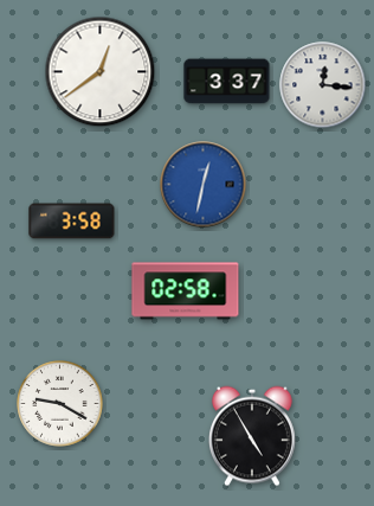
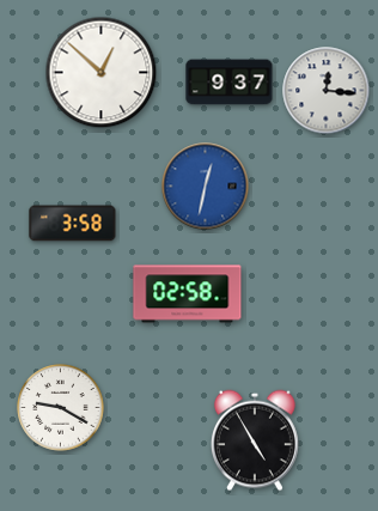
clock at (101, 72): 12:39 -> 12:52
clock at (227, 82): 3:37 -> 9:37
clock at (323, 85) position: (323, 85) -> (327, 91)
